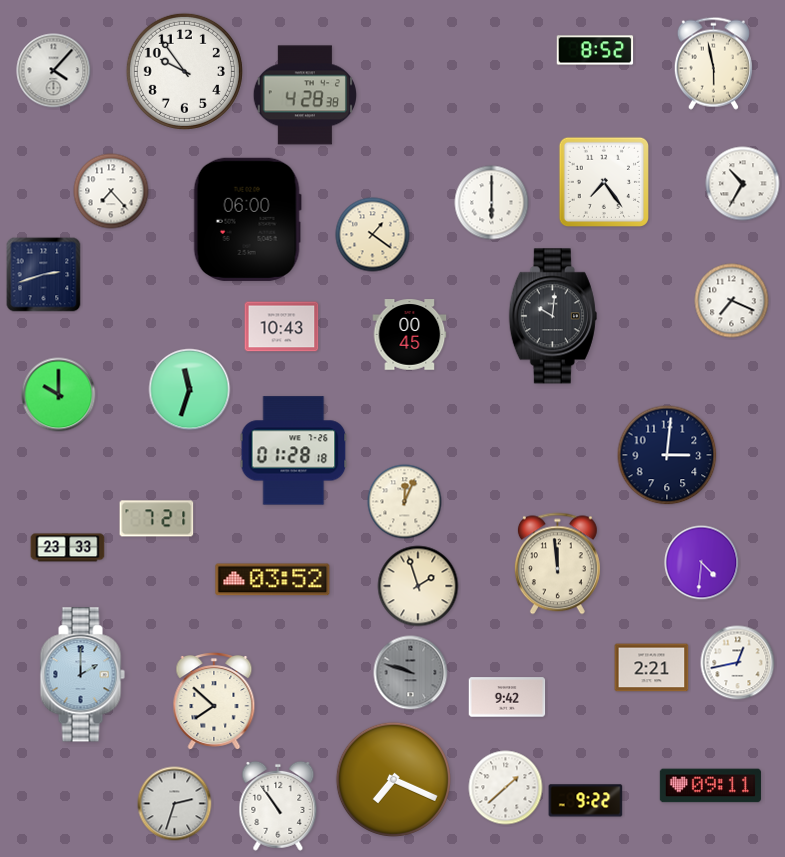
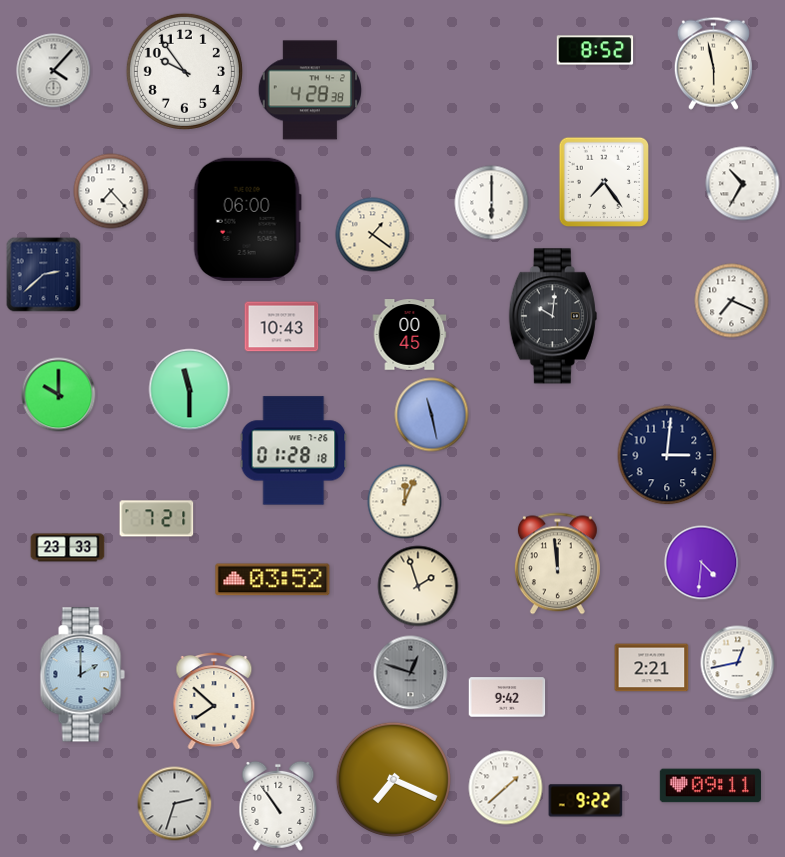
clock at (304, 95) position: (304, 95) -> (309, 90)
clock at (44, 275): 2:42 -> 2:38
clock at (190, 390): 11:33 -> 11:30
clock at (432, 415): none -> 11:28
clock at (411, 673): 9:48 -> 12:48
